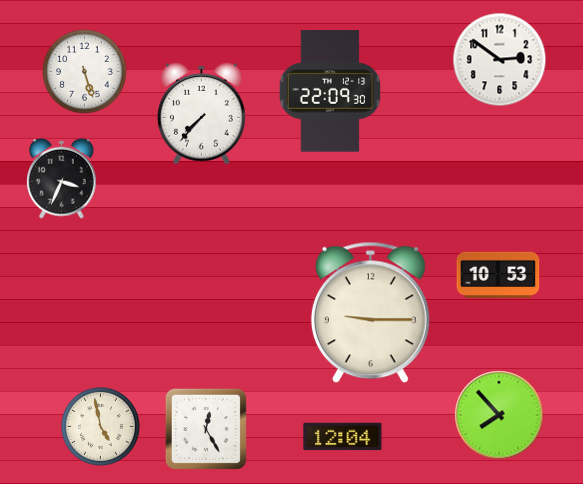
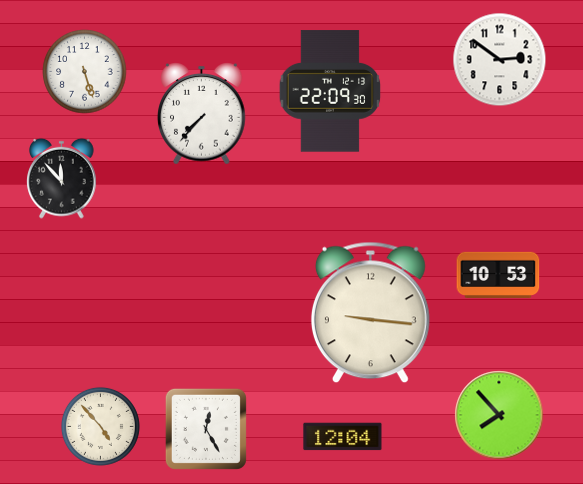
clock at (62, 178): 3:34 -> 11:53
clock at (370, 313): 9:15 -> 9:16
clock at (100, 426): 4:58 -> 4:53
